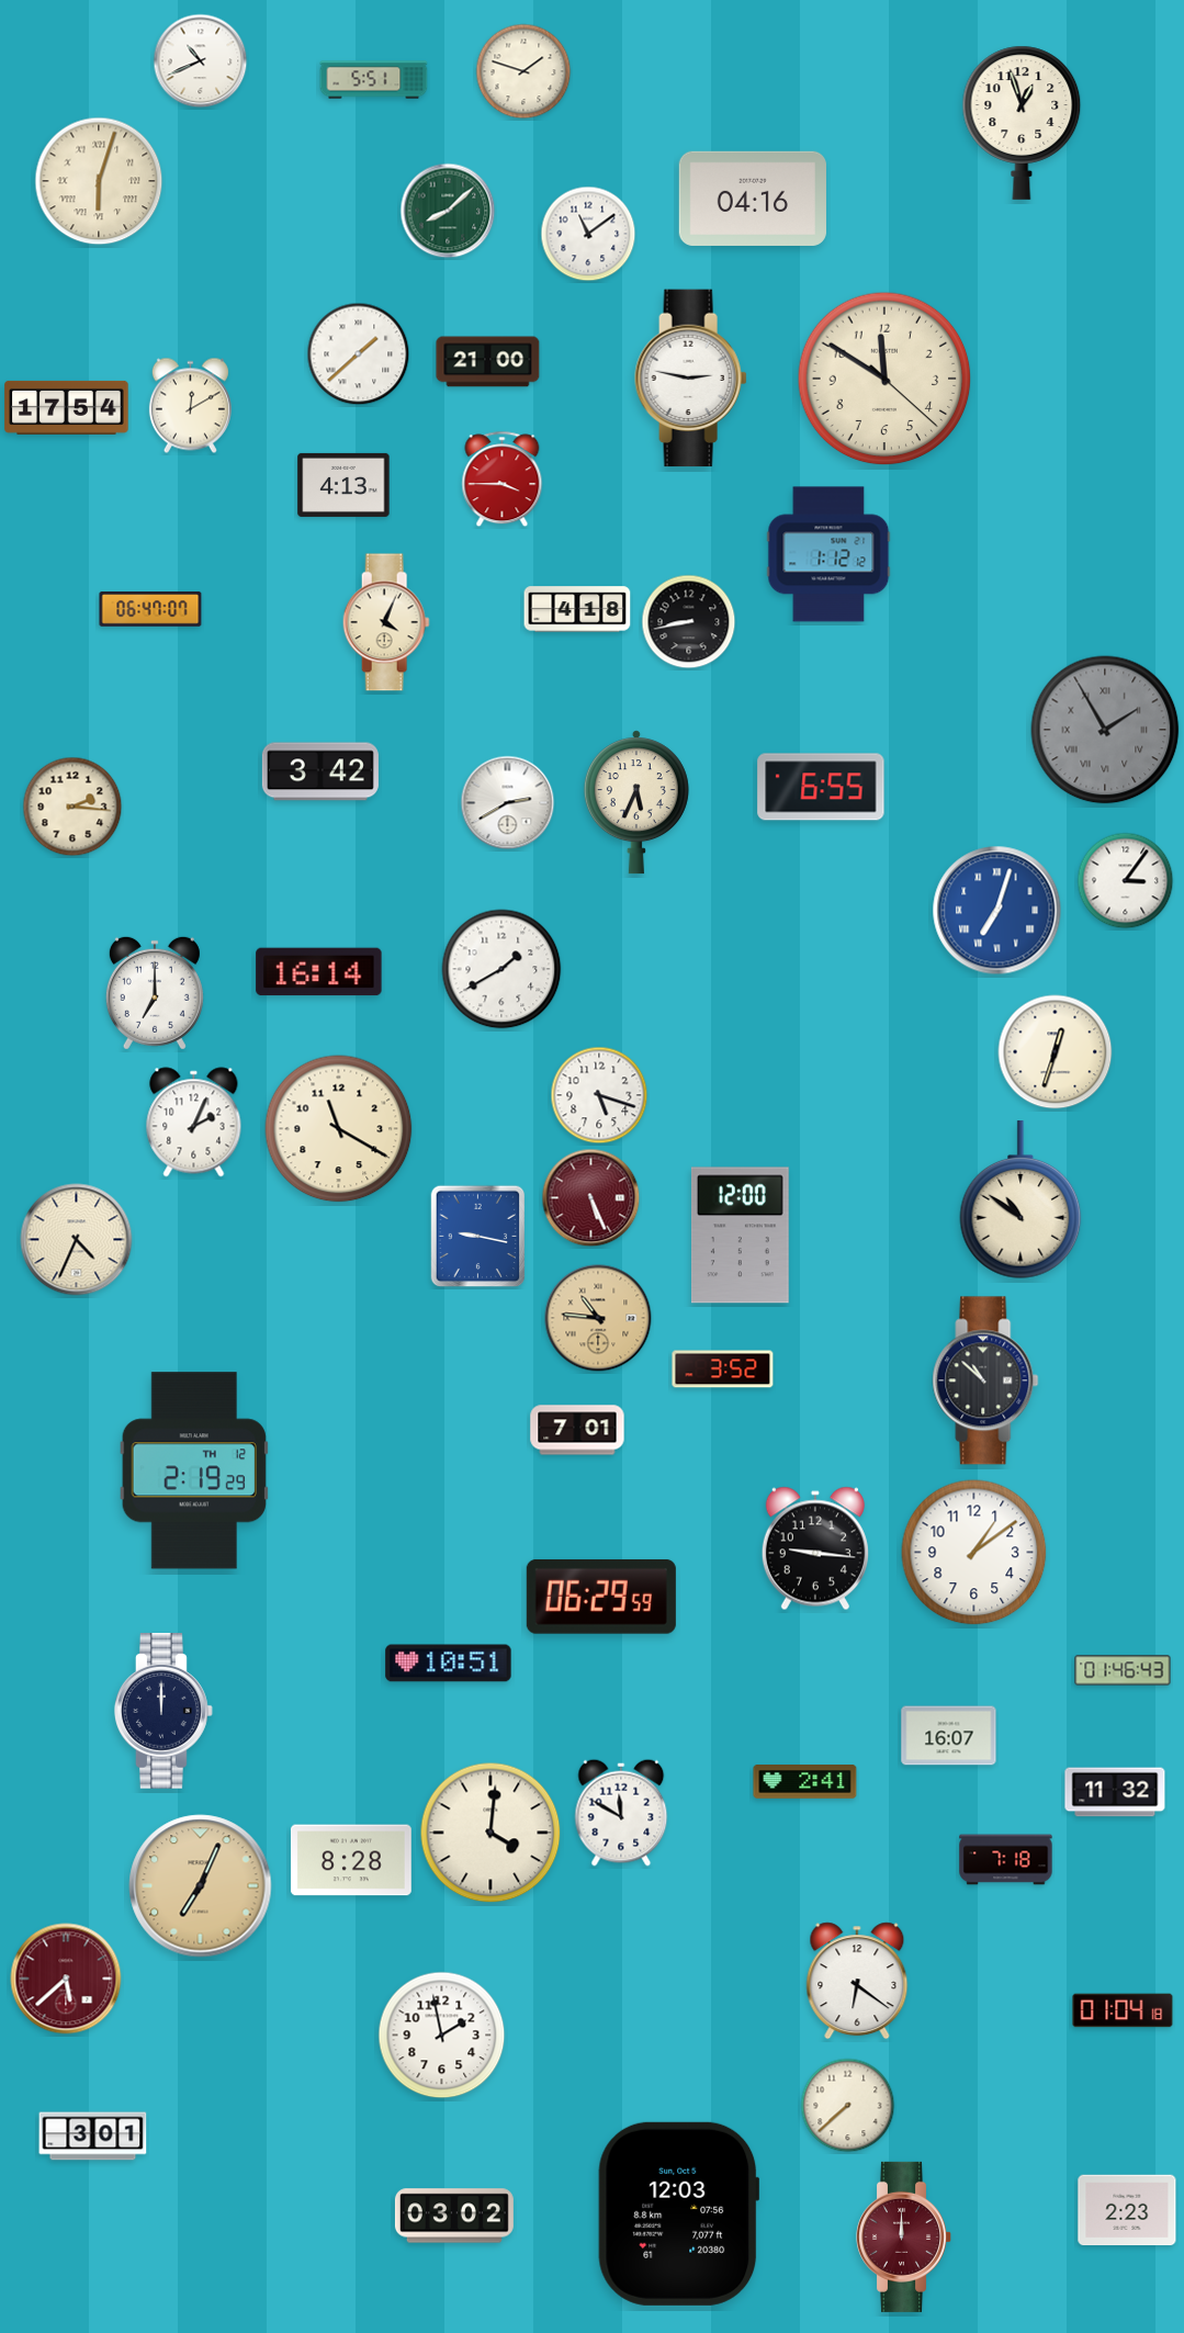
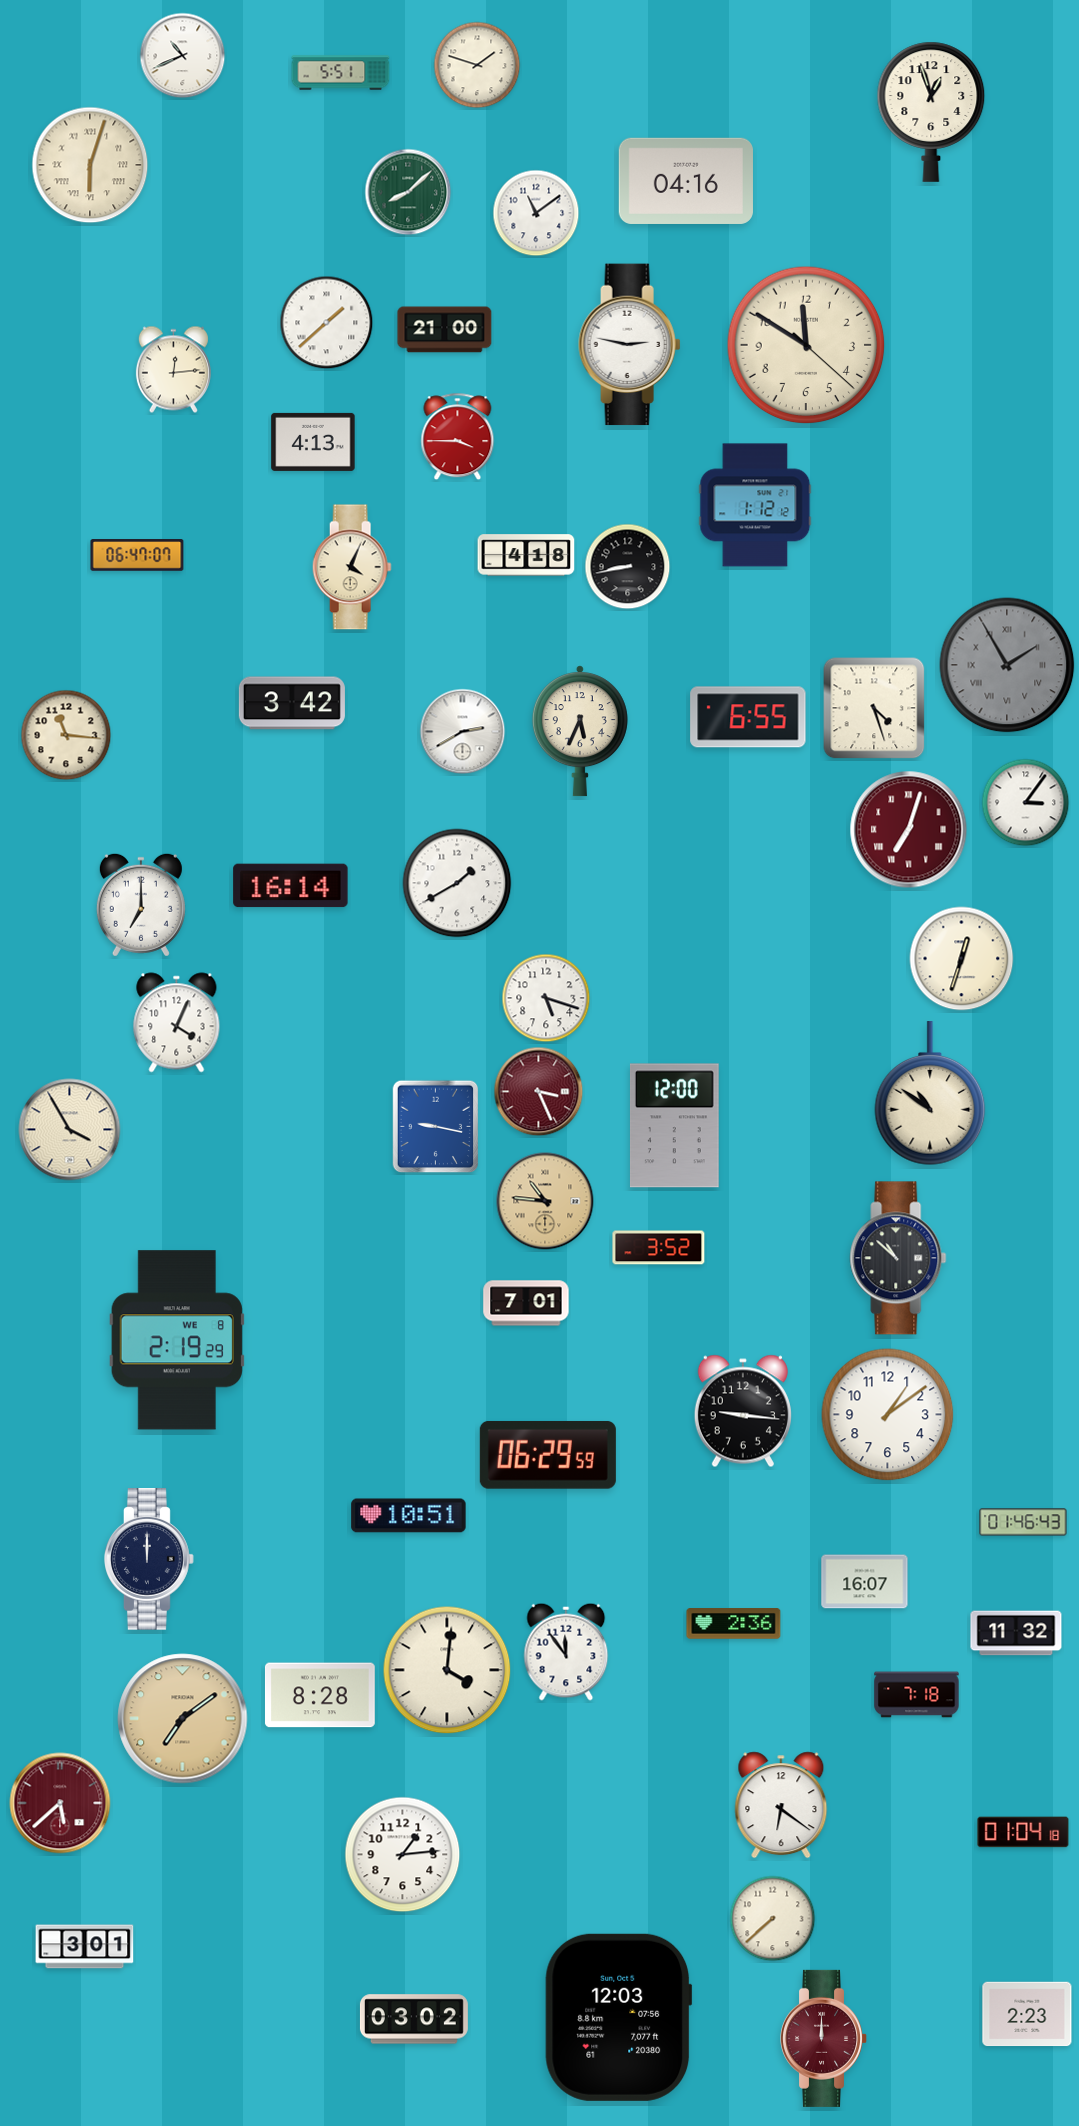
clock at (190, 406): 12:10 -> 12:14
clock at (67, 407): 17:54 -> none
clock at (874, 708): none -> 4:27
clock at (72, 807): 2:16 -> 11:16
clock at (997, 911) dial: blue -> burgundy
clock at (194, 1123): 2:04 -> 4:04
clock at (339, 1129): 11:20 -> none
clock at (591, 1198): 5:26 -> 3:26
clock at (77, 1240): 4:34 -> 3:55
clock at (194, 1470) date: TH 12 -> WE 8
clock at (805, 1782): 2:41 -> 2:36
clock at (621, 1813): 11:50 -> 11:54
clock at (201, 1886): 7:04 -> 7:09
clock at (442, 2036): 1:58 -> 1:14
